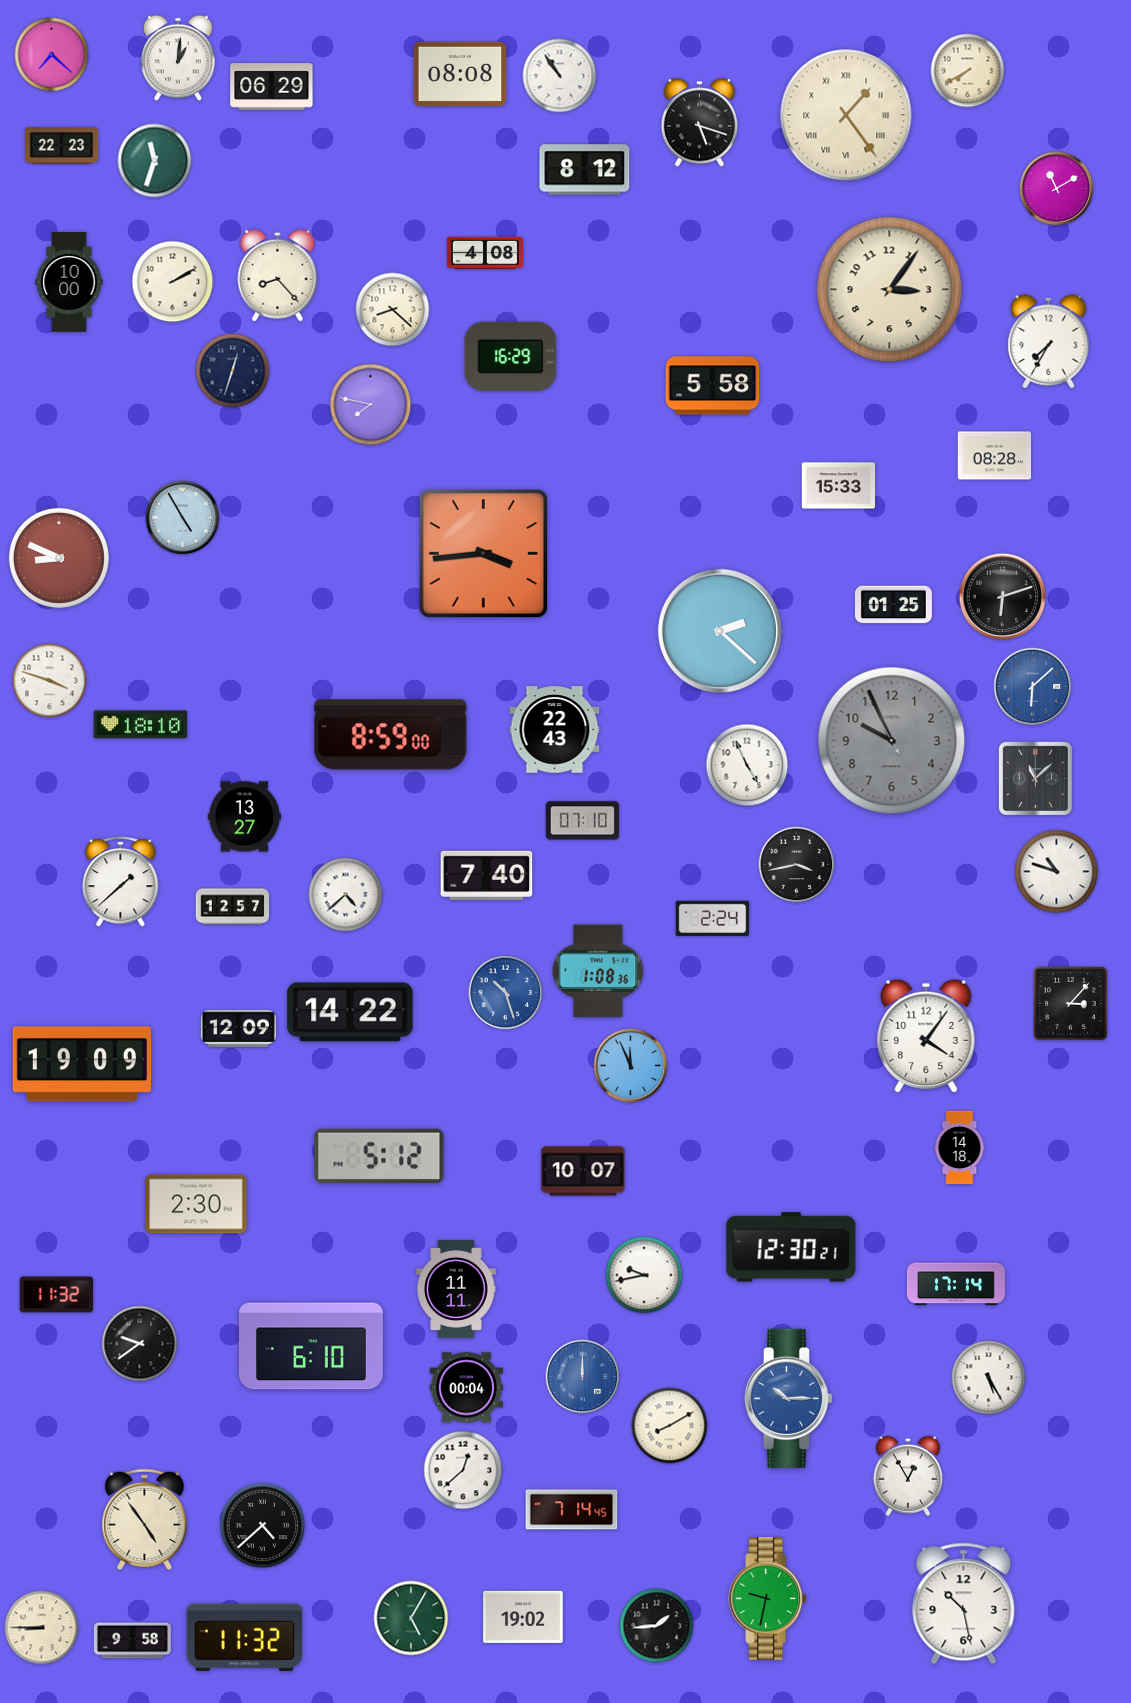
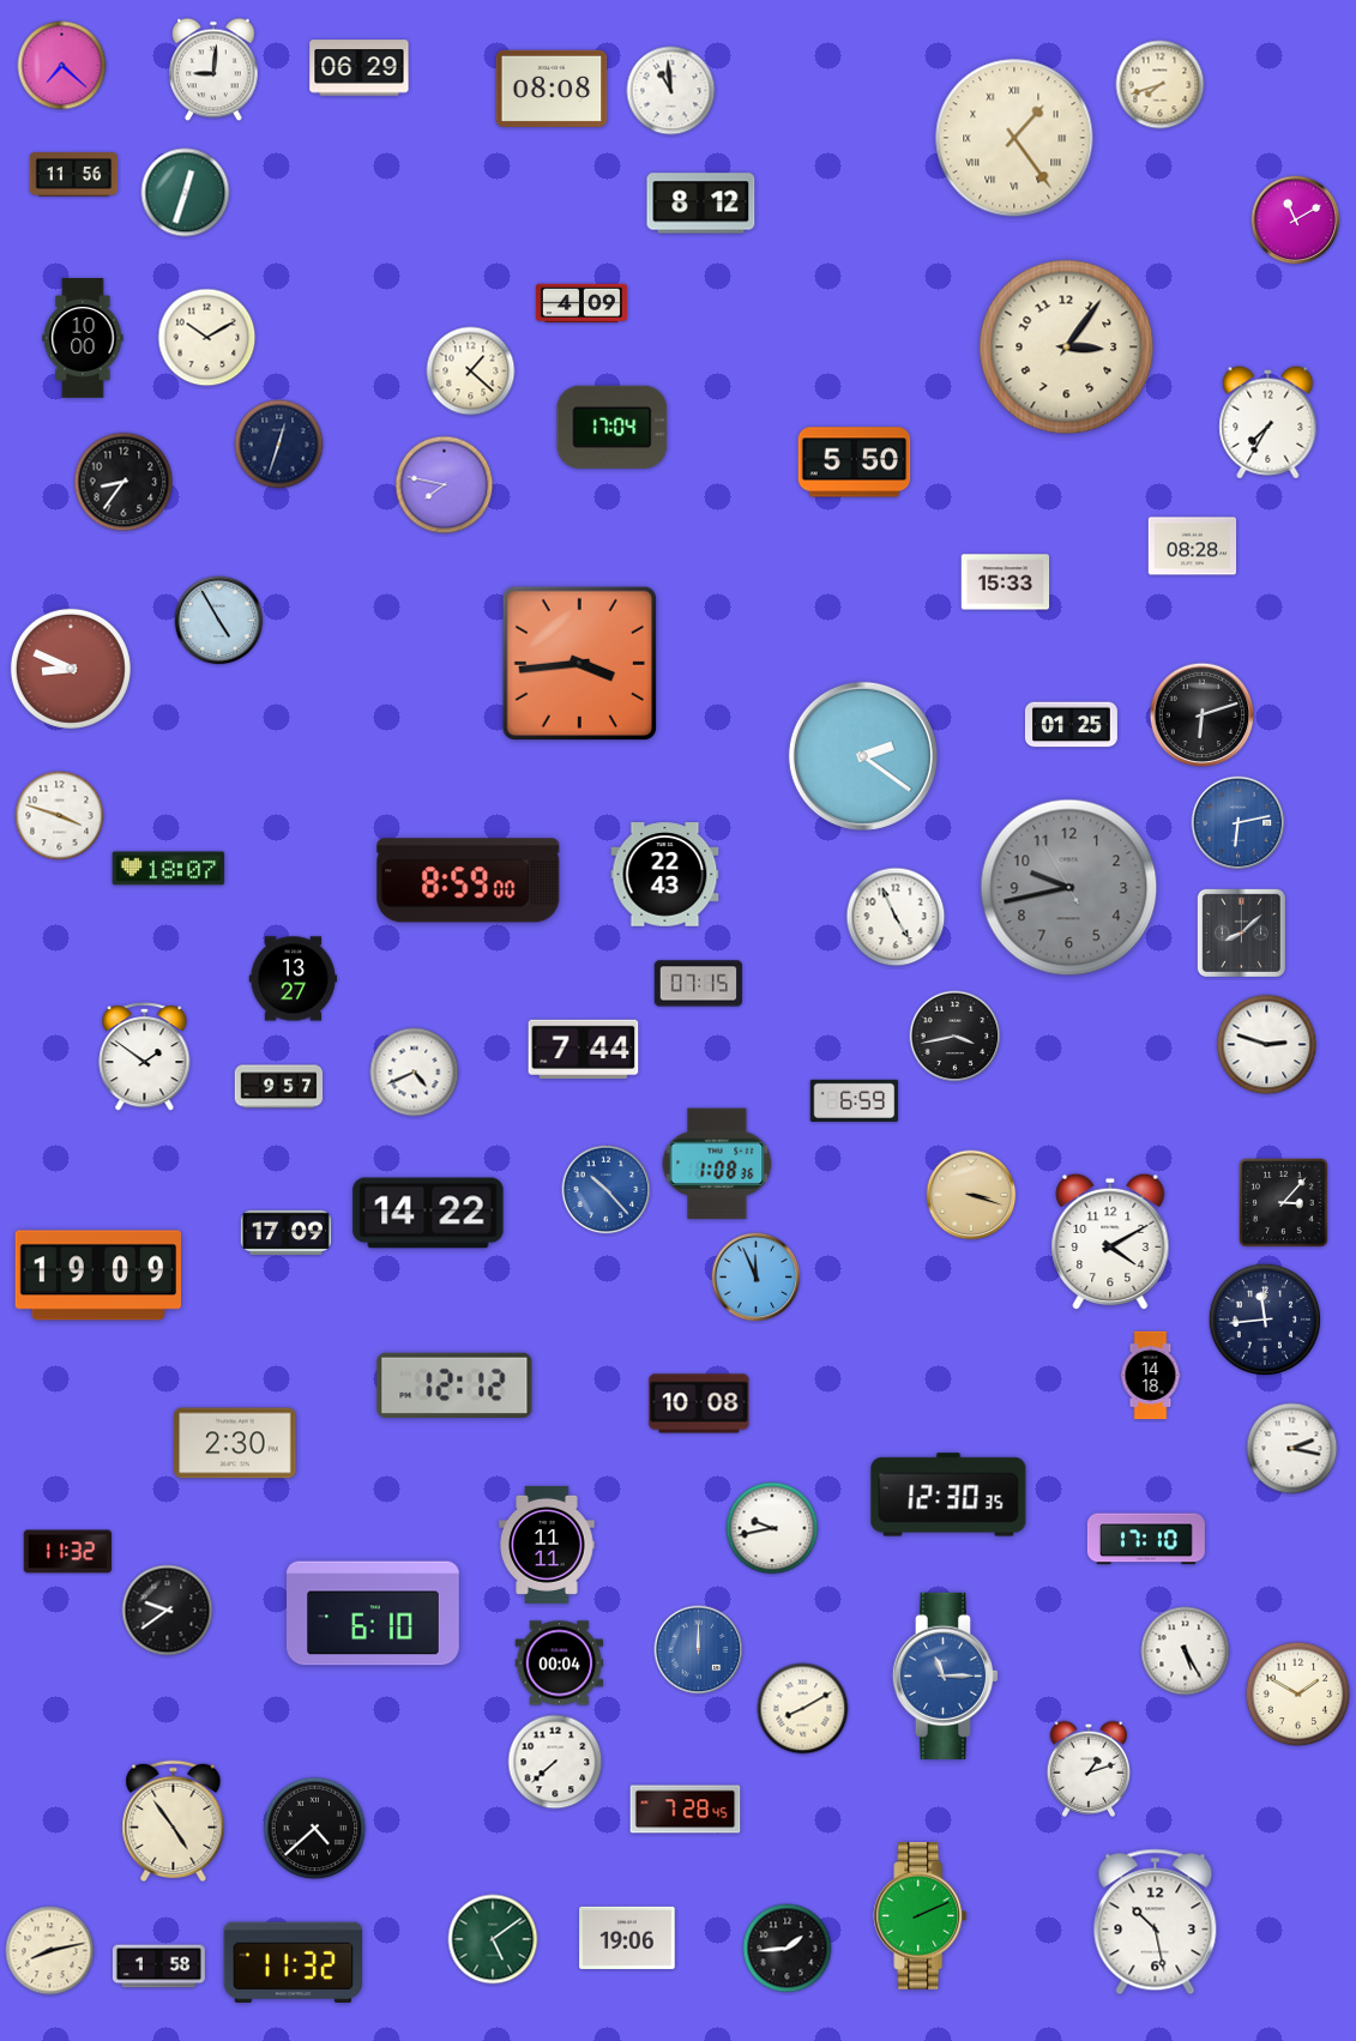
clock at (178, 58): 1:01 -> 9:01
clock at (968, 71): 7:40 -> 7:42
clock at (560, 76): 10:54 -> 10:59
clock at (272, 87) position: (272, 87) -> (360, 68)
clock at (699, 123): 5:18 -> none
clock at (62, 146): 22:23 -> 11:56
clock at (155, 161): 11:33 -> 12:33
clock at (1057, 189) position: (1057, 189) -> (1296, 221)
clock at (485, 253): 4:08 -> 4:09
clock at (278, 275): 8:23 -> none
clock at (173, 282): 2:10 -> 10:10
clock at (393, 310): 8:22 -> 1:22
clock at (1049, 342) position: (1049, 342) -> (1268, 423)
clock at (511, 356): 16:29 -> 17:04
clock at (713, 386): 5:58 -> 5:50
clock at (123, 482): none -> 8:36
clock at (720, 631): 2:22 -> 2:21
clock at (1033, 687): 6:08 -> 6:13
clock at (141, 725): 18:10 -> 18:07
clock at (892, 741): 9:55 -> 9:42
clock at (1035, 778): 11:08 -> 8:08
clock at (583, 821): 07:10 -> 07:15
clock at (1057, 872): 10:48 -> 2:48
clock at (487, 875): 7:40 -> 7:44
clock at (121, 882): 1:38 -> 1:51
clock at (346, 895): 4:38 -> 4:41
clock at (233, 907): 12:57 -> 9:57
clock at (713, 918): 2:24 -> 6:59
clock at (506, 993): 10:27 -> 10:23
clock at (971, 1195): none -> 3:18
clock at (350, 1012) position: (350, 1012) -> (428, 1213)
clock at (238, 1028): 12:09 -> 17:09
clock at (926, 1036): 4:06 -> 4:10
clock at (1265, 1320): none -> 11:44
clock at (379, 1155): 5:12 -> 12:12
clock at (583, 1171): 10:07 -> 10:08
clock at (1292, 1449): none -> 2:17
clock at (791, 1247): 12:30:21 -> 12:30:35
clock at (956, 1284): 17:14 -> 17:10
clock at (789, 1398): 10:15 -> 11:15
clock at (1298, 1695): none -> 1:50
clock at (463, 1470): 12:38 -> 7:38
clock at (907, 1476): 12:55 -> 1:12
clock at (572, 1510): 7:14 -> 7:28
clock at (768, 1599): 9:32 -> 2:11
clock at (523, 1617): 19:02 -> 19:06
clock at (411, 1618): 5:05 -> 5:09
clock at (42, 1628): 8:45 -> 8:13
clock at (132, 1641): 9:58 -> 1:58
